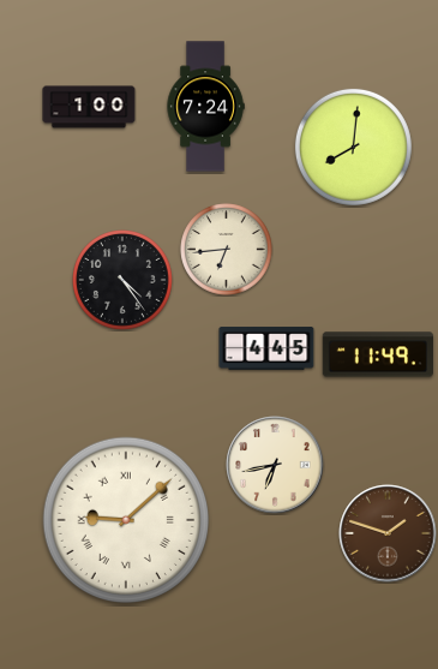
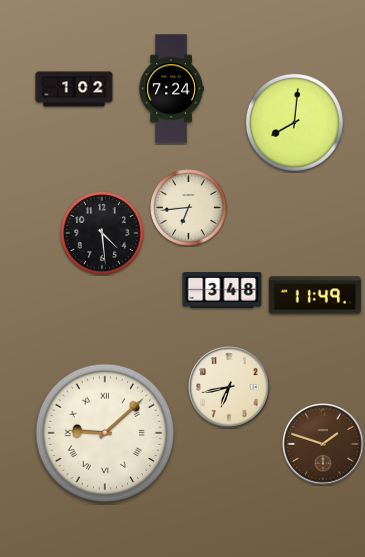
clock at (89, 107): 1:00 -> 1:02
clock at (124, 281): 4:24 -> 4:29
clock at (266, 348): 4:45 -> 3:48
